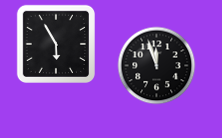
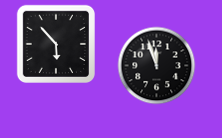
clock at (55, 43): 5:55 -> 5:53
